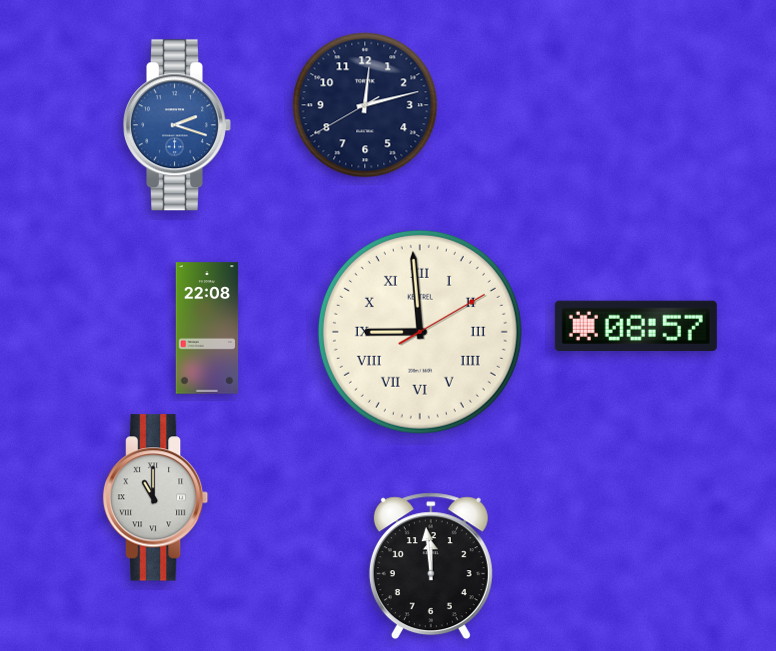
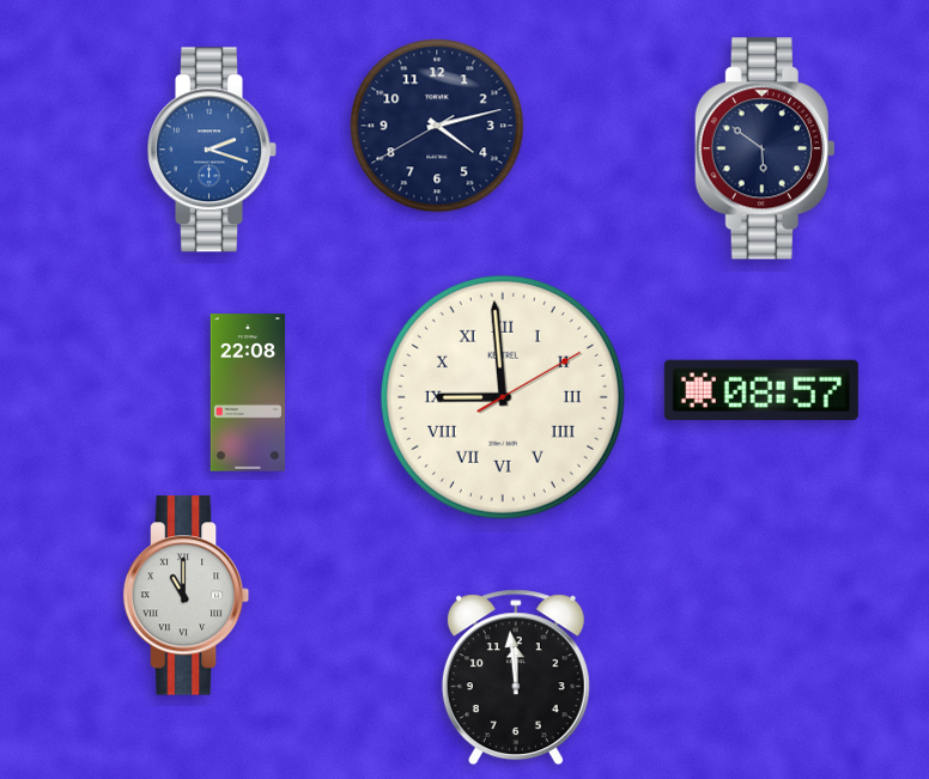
clock at (365, 105): 12:12 -> 4:12
clock at (765, 148): none -> 5:51
